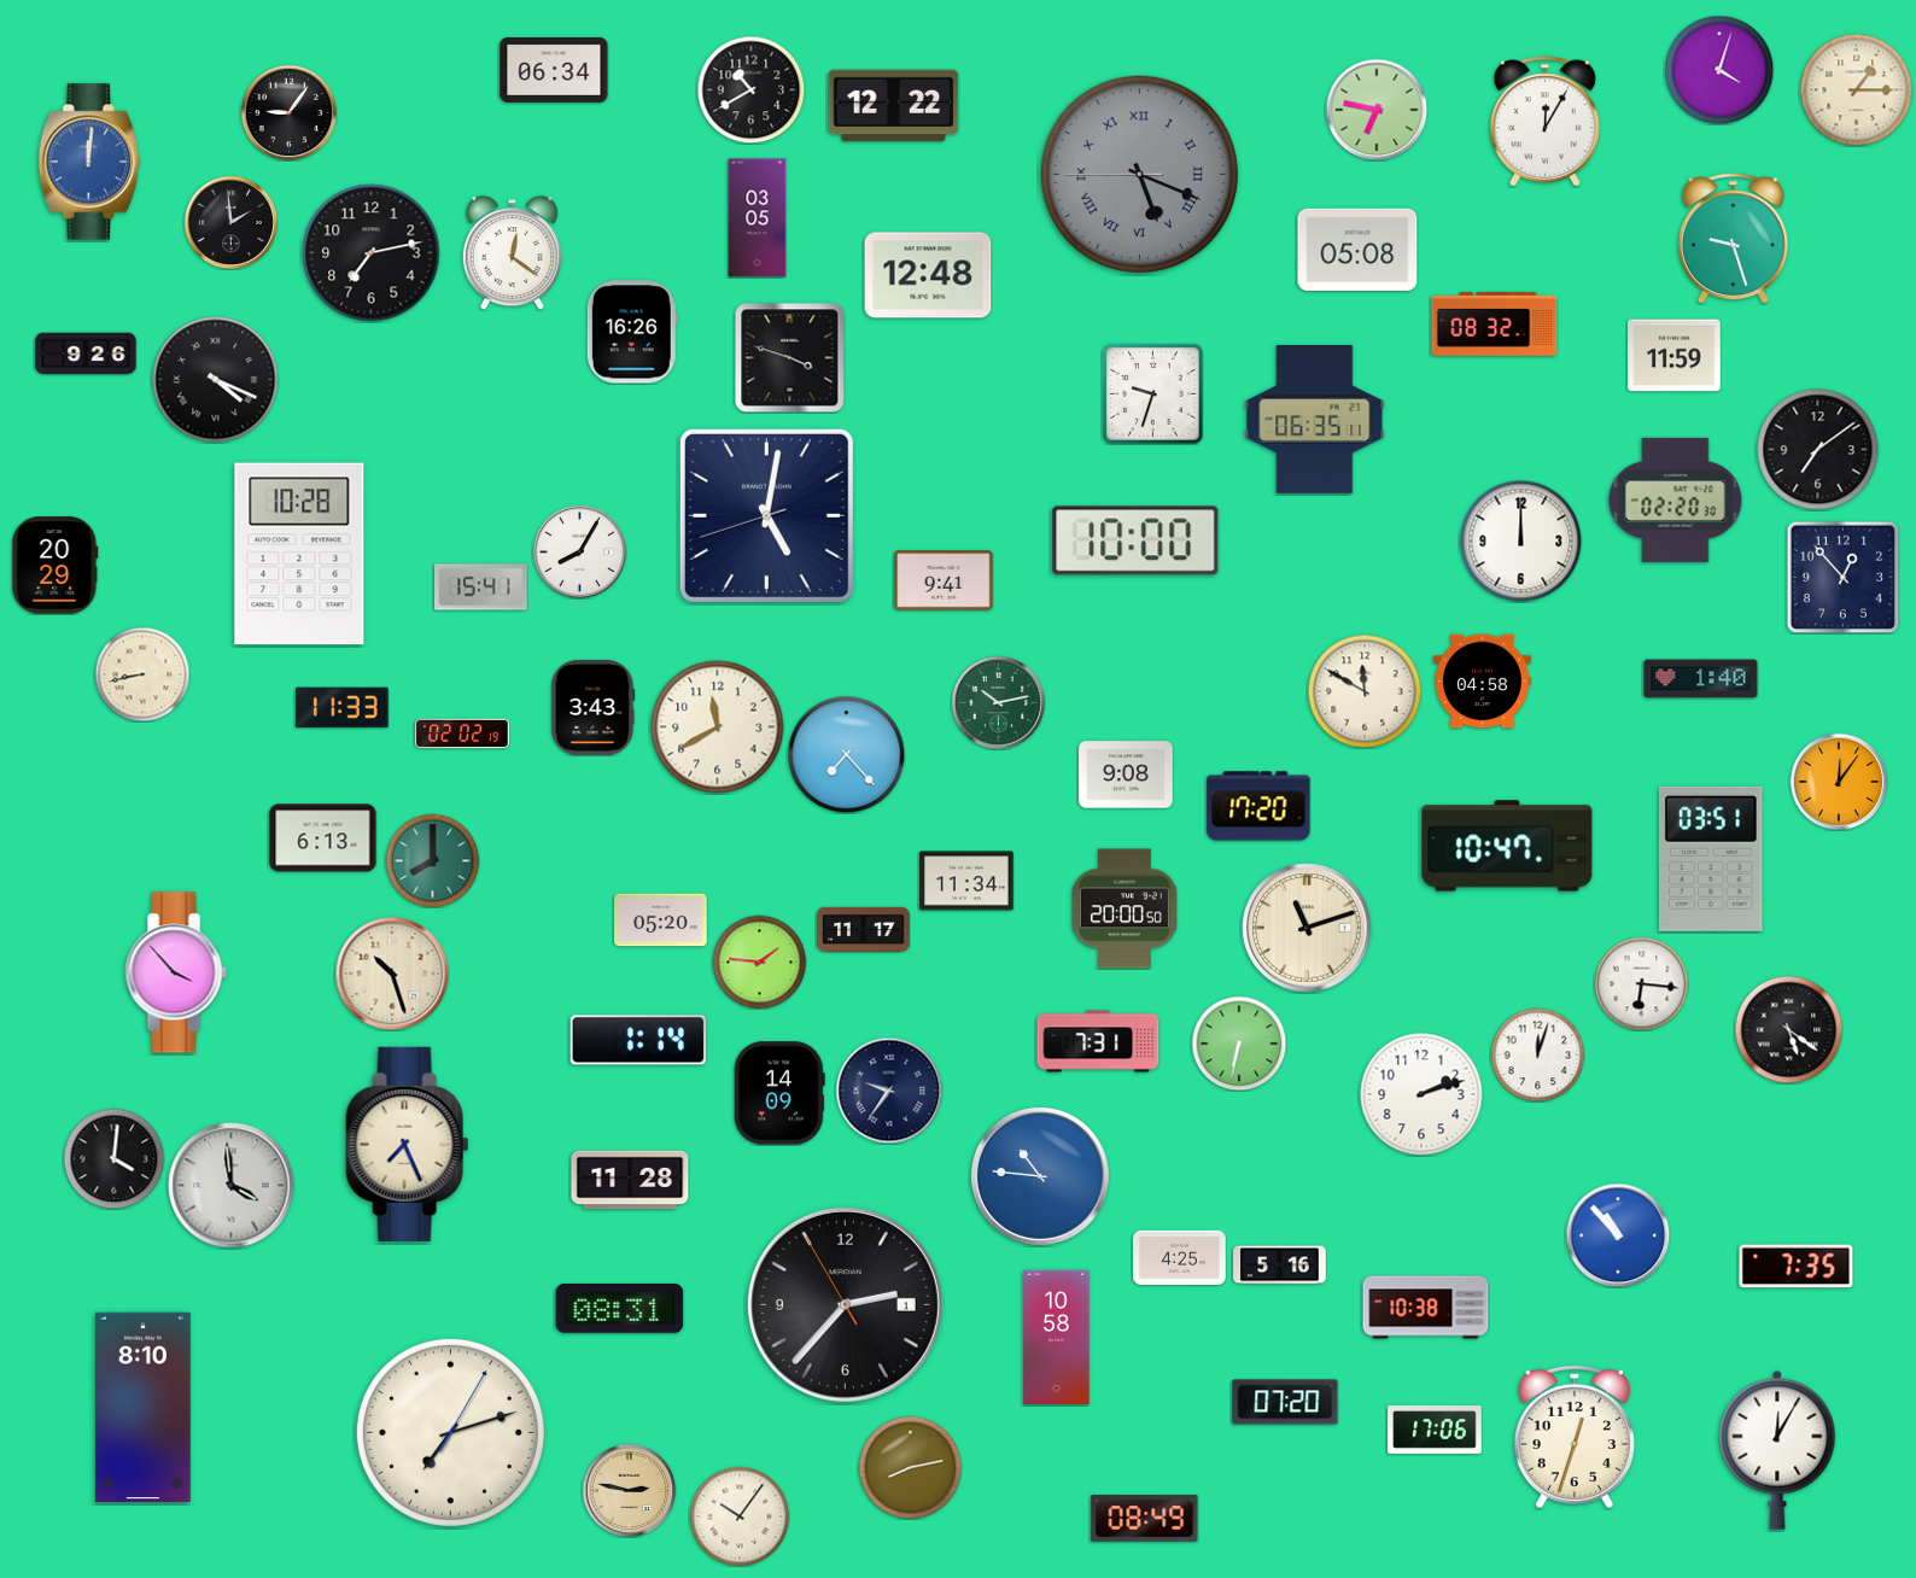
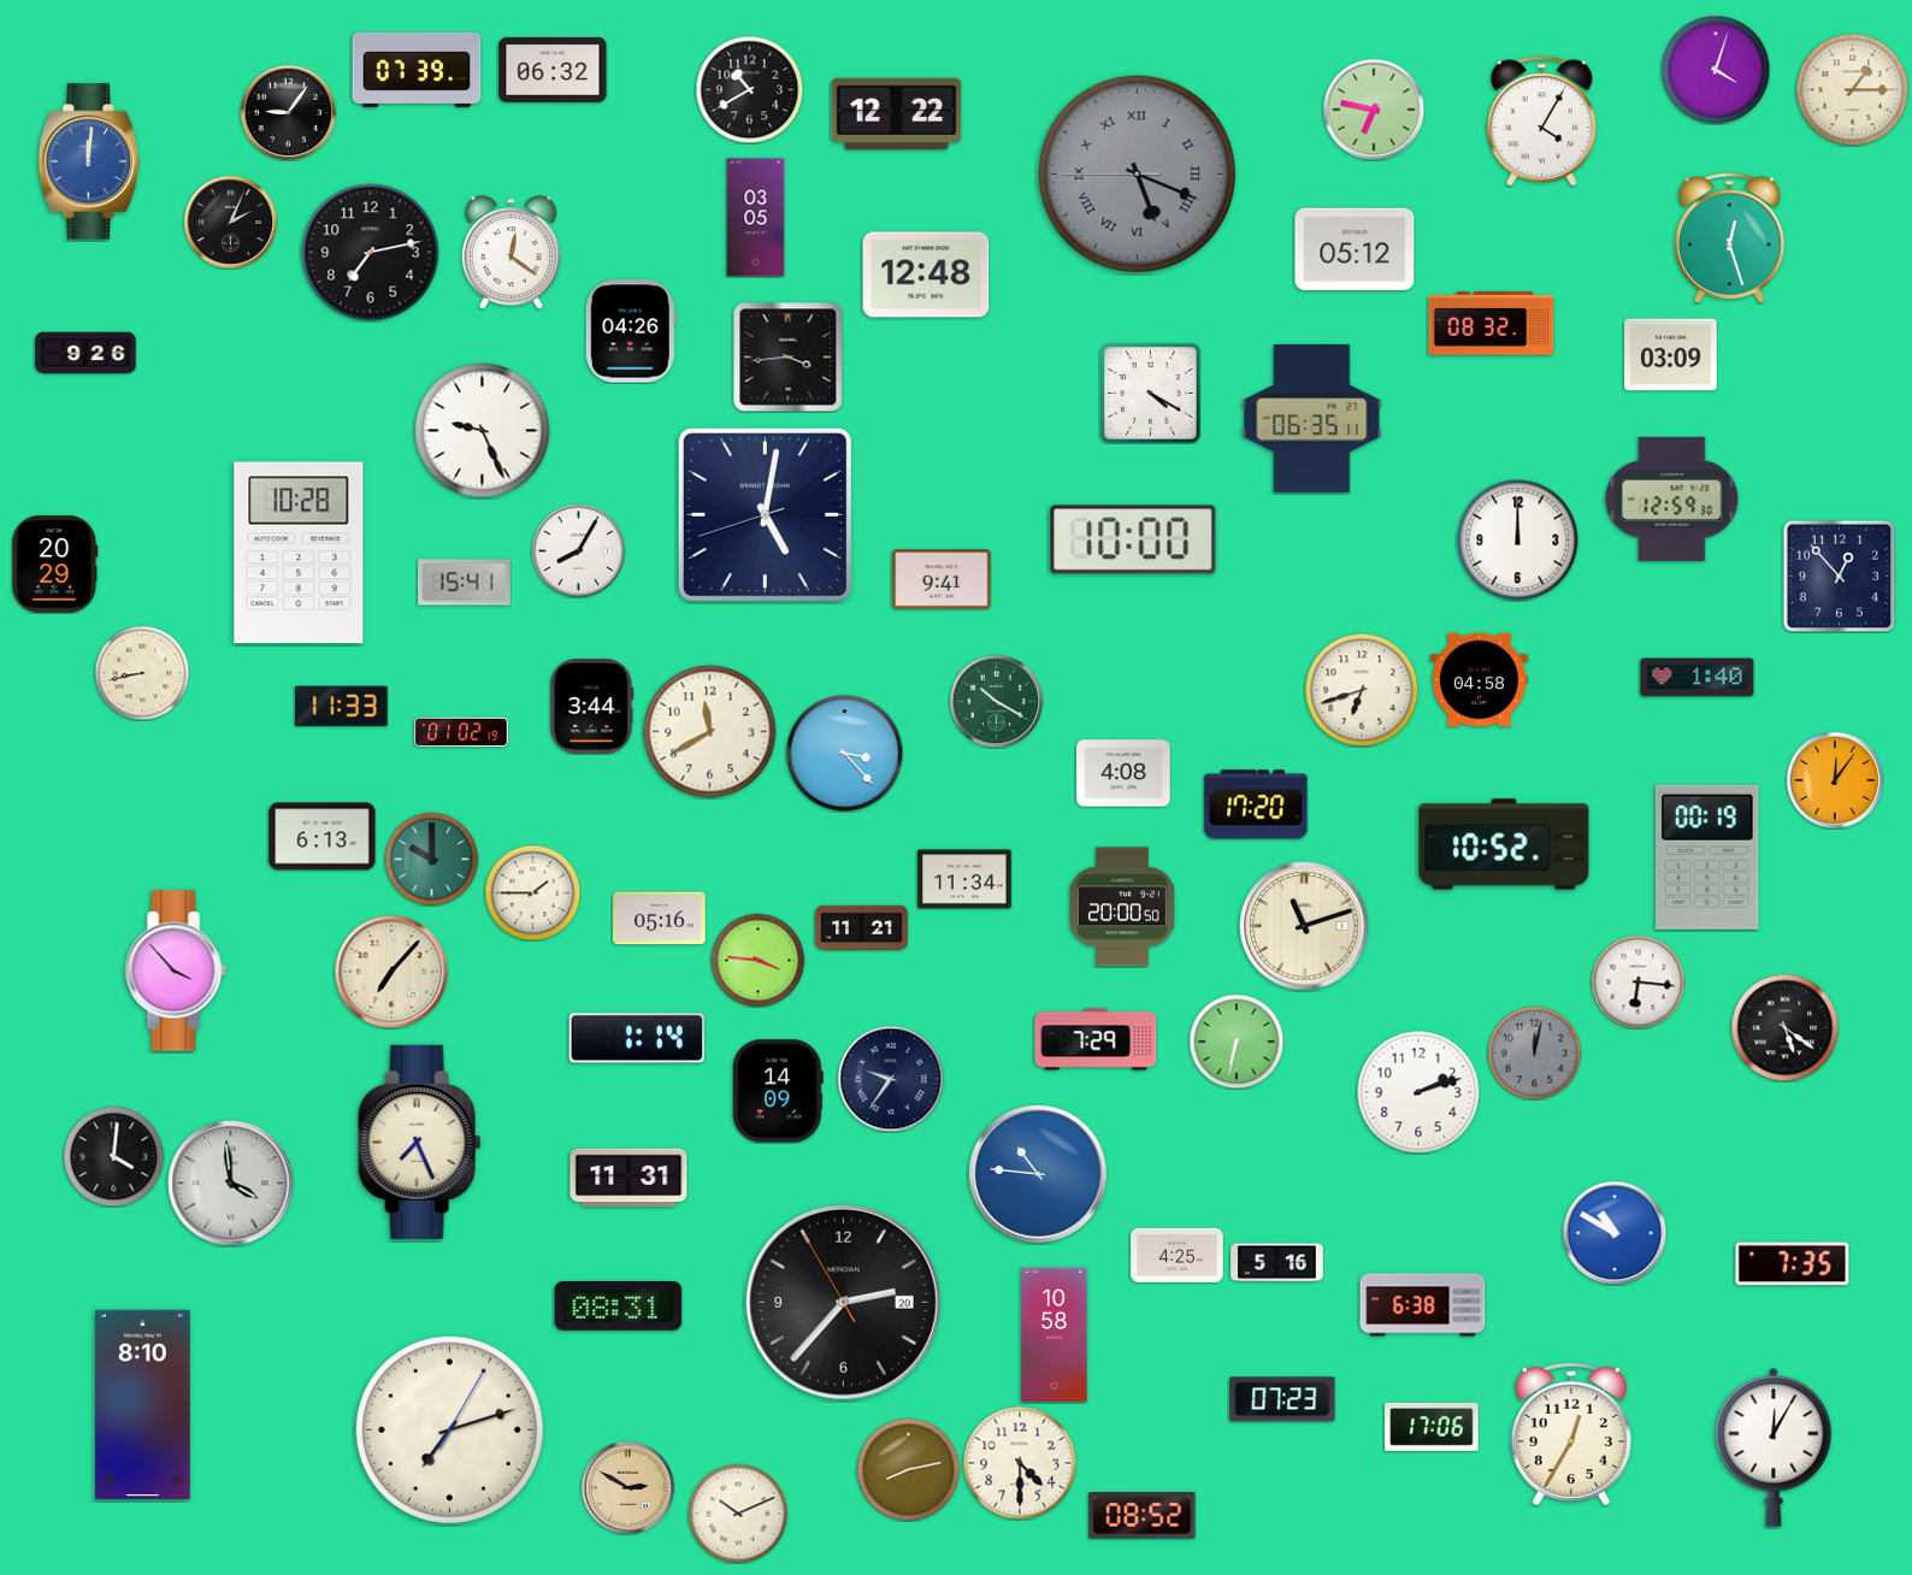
clock at (417, 70): none -> 07:39
clock at (554, 70): 06:34 -> 06:32
clock at (894, 106) position: (894, 106) -> (897, 114)
clock at (1544, 122): 12:05 -> 4:05
clock at (230, 222): 1:59 -> 2:04
clock at (1733, 239): 9:27 -> 12:27
clock at (1357, 249): 05:08 -> 05:12
clock at (632, 332): 16:26 -> 04:26
clock at (1675, 356): 11:59 -> 03:09
clock at (789, 357): 3:48 -> 3:44
clock at (216, 380): 4:19 -> none
clock at (1153, 394): 9:33 -> 4:20
clock at (483, 431): none -> 9:26
clock at (1818, 450): 7:09 -> none
clock at (1676, 499): 02:20 -> 12:59
clock at (481, 588) position: (481, 588) -> (465, 583)
clock at (1365, 691): 11:50 -> 6:42
clock at (998, 702): 10:13 -> 10:20
clock at (594, 708): 3:43 -> 3:44
clock at (718, 727) position: (718, 727) -> (710, 732)
clock at (462, 734): 02:02 -> 01:02
clock at (846, 754): 7:23 -> 3:23
clock at (1126, 775): 9:08 -> 4:08
clock at (1507, 846): 10:47 -> 10:52
clock at (1712, 859): 03:51 -> 00:19
clock at (432, 860): 8:00 -> 10:00
clock at (532, 892): none -> 1:45
clock at (661, 920): 05:20 -> 05:16
clock at (864, 930): 11:17 -> 11:21
clock at (759, 962): 1:46 -> 3:46
clock at (392, 974): 10:27 -> 7:07
clock at (1098, 1041): 7:31 -> 7:29
clock at (1537, 1054): 12:03 -> 12:02
clock at (1537, 1054) dial: white -> grey
clock at (889, 1091) position: (889, 1091) -> (891, 1079)
clock at (408, 1144) position: (408, 1144) -> (420, 1142)
clock at (630, 1180): 11:28 -> 11:31
clock at (1618, 1235): 10:53 -> 10:50
clock at (845, 1304) date: 1 -> 20
clock at (1426, 1308): 10:38 -> 6:38
clock at (1285, 1402): 07:20 -> 07:23
clock at (1575, 1437): 12:33 -> 12:35
clock at (1020, 1463): none -> 4:30
clock at (910, 1467) position: (910, 1467) -> (908, 1469)
clock at (629, 1490): 2:47 -> 2:50
clock at (740, 1516): 10:06 -> 10:11
clock at (1145, 1519): 08:49 -> 08:52
